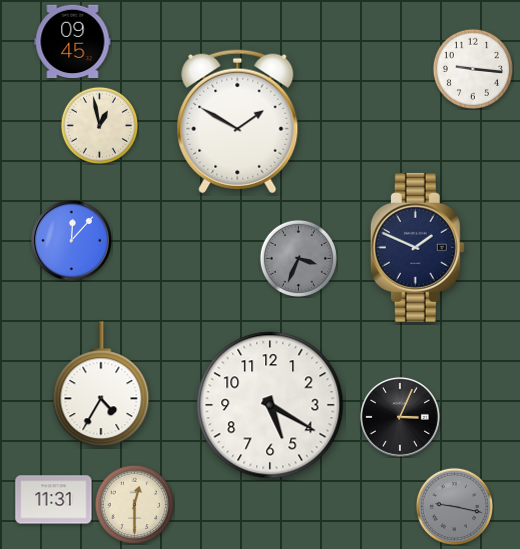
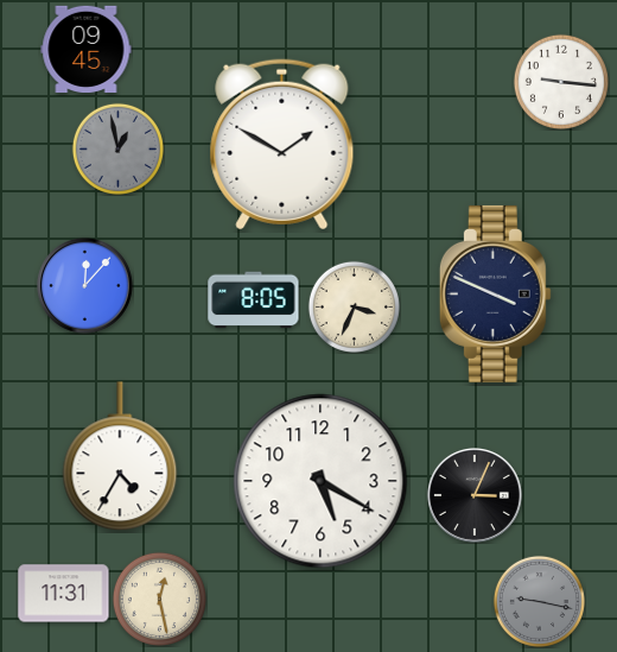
clock at (99, 125) dial: cream -> grey
clock at (417, 247): 1:49 -> 3:49
clock at (254, 300): none -> 8:05
clock at (298, 258) dial: grey -> cream
clock at (134, 504): 12:30 -> 12:28
